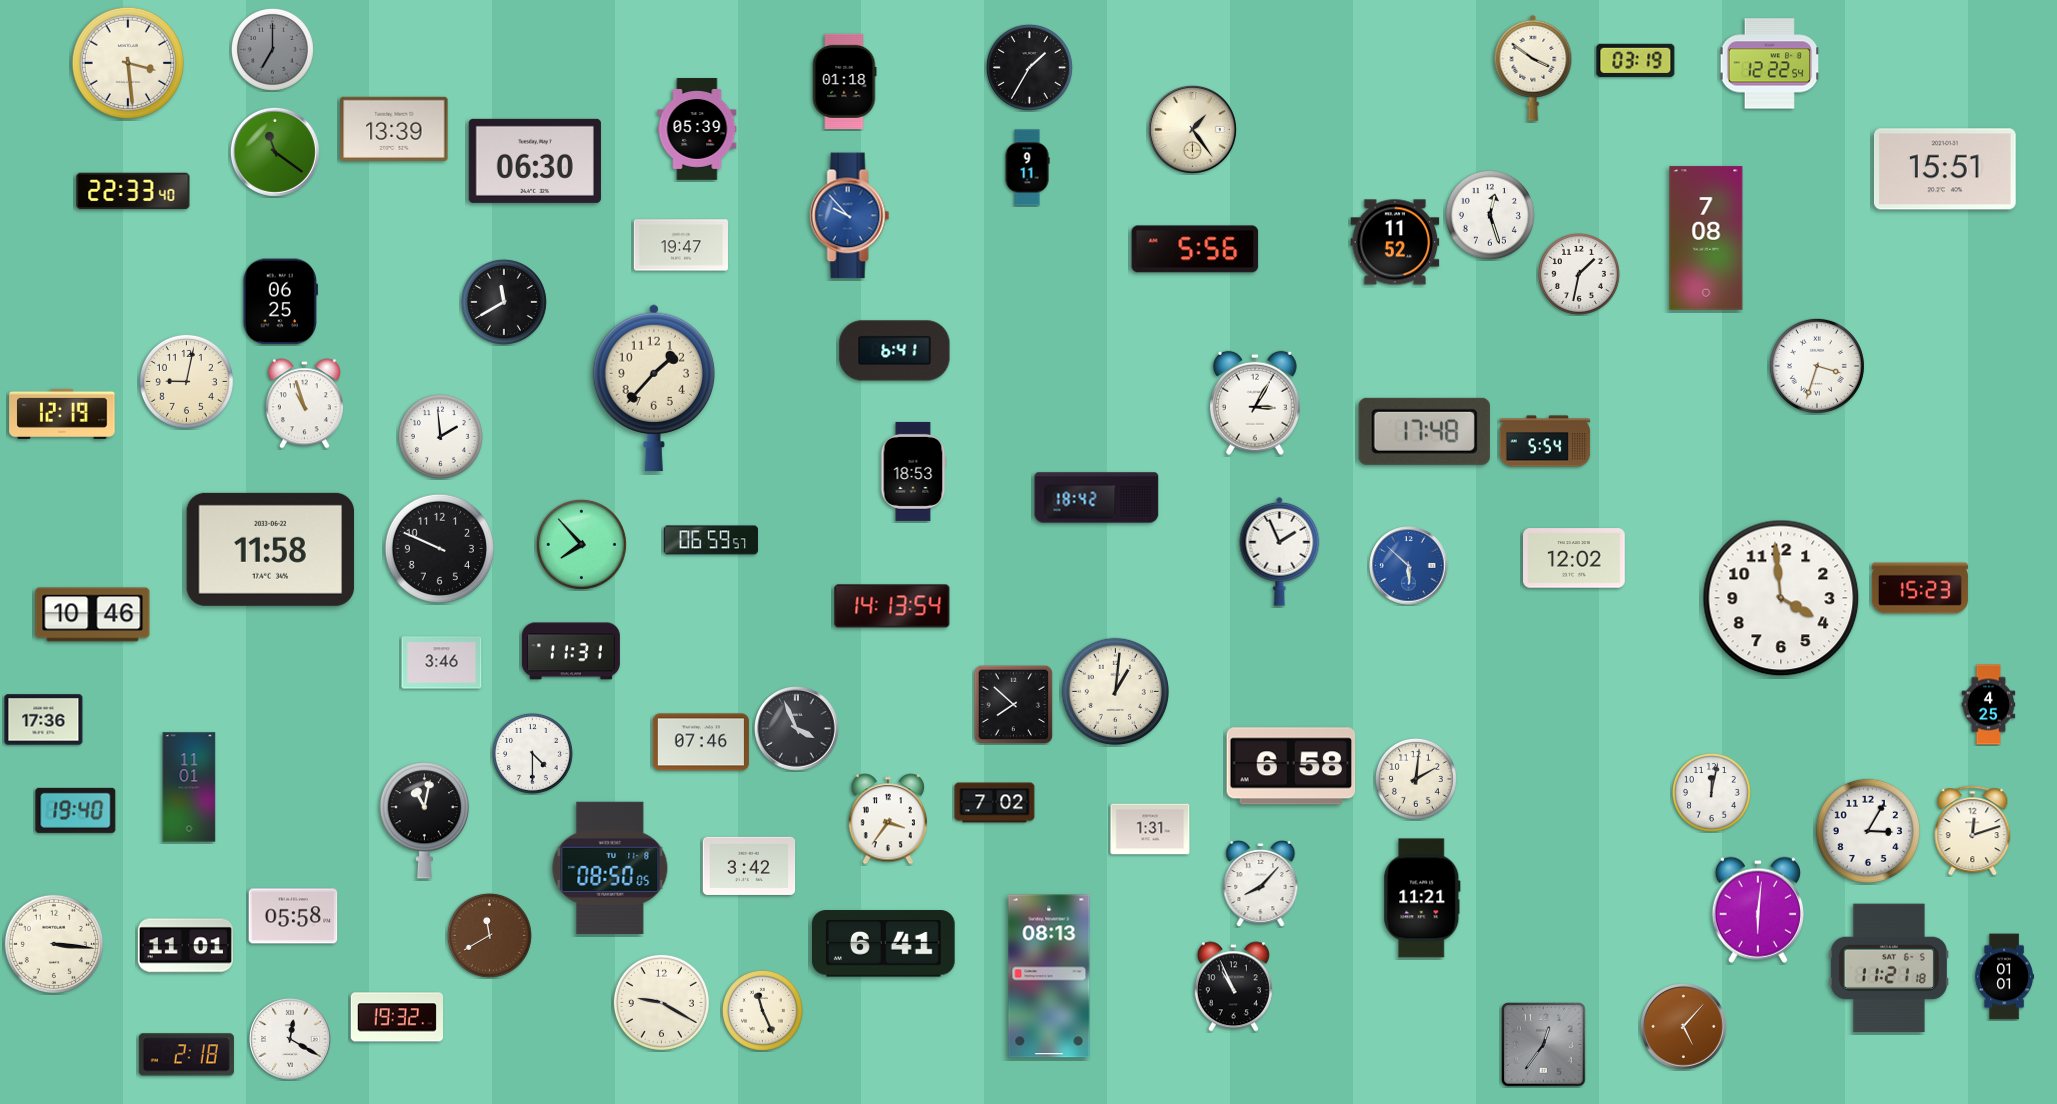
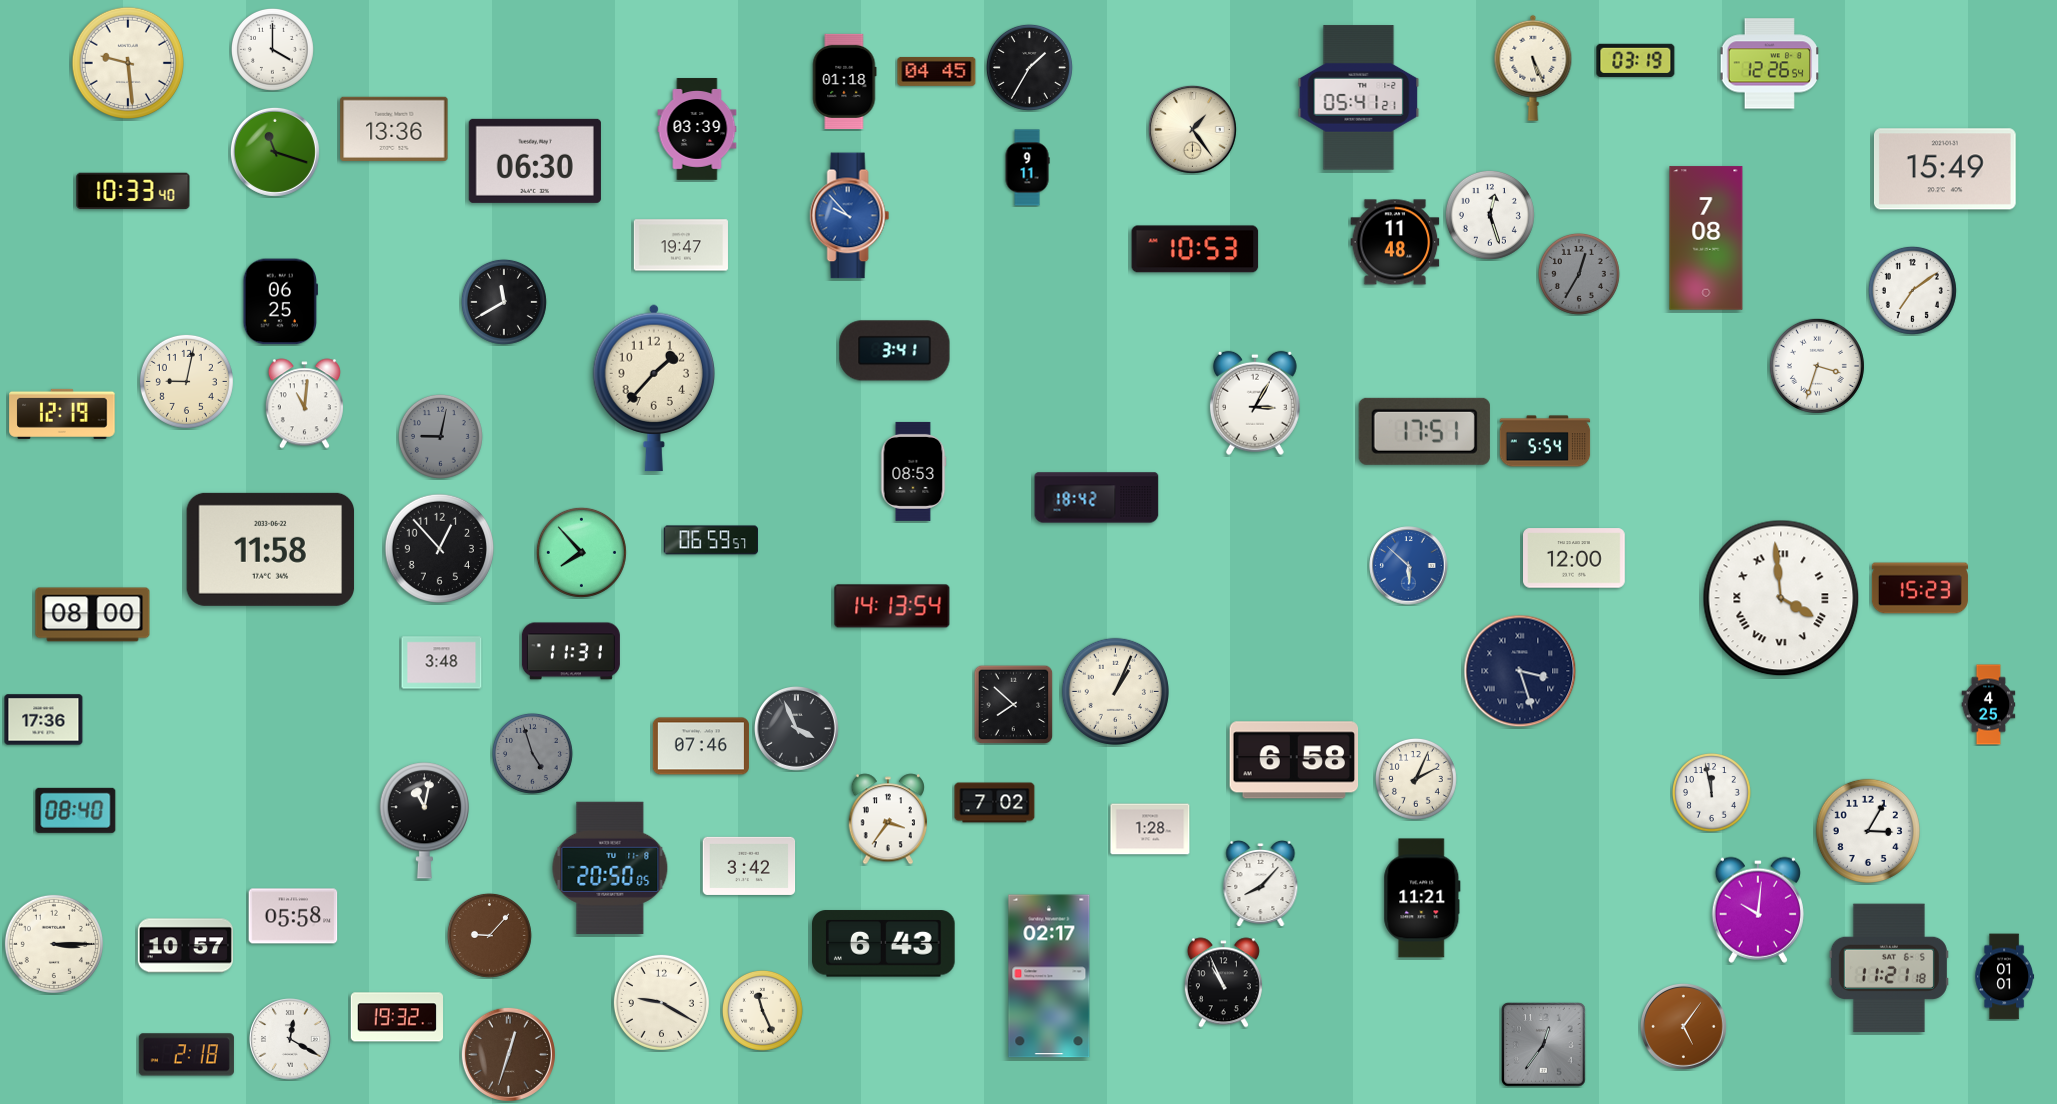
clock at (272, 49): 7:00 -> 4:00
clock at (272, 49) dial: grey -> white
clock at (127, 62): 3:29 -> 9:29
clock at (1770, 64): 12:22 -> 12:26
clock at (1533, 68): 3:51 -> 5:26
clock at (937, 71): none -> 04:45
clock at (1359, 98): none -> 05:41
clock at (394, 129): 13:39 -> 13:36
clock at (697, 129): 05:39 -> 03:39
clock at (275, 152): 11:21 -> 11:18
clock at (1945, 169): 15:51 -> 15:49
clock at (133, 191): 22:33 -> 10:33
clock at (1395, 242): 11:52 -> 11:48
clock at (1195, 249): 5:56 -> 10:53
clock at (1579, 274): 1:32 -> 12:35
clock at (1579, 274) dial: white -> grey
clock at (1912, 290): none -> 7:09
clock at (895, 351): 6:41 -> 3:41
clock at (304, 404): 10:57 -> 11:01
clock at (1424, 431): 17:48 -> 17:51
clock at (440, 436): 1:59 -> 9:02
clock at (440, 436) dial: white -> grey
clock at (913, 471): 18:53 -> 08:53
clock at (581, 544) position: (581, 544) -> (581, 552)
clock at (439, 548): 9:49 -> 12:53
clock at (1280, 551): 1:56 -> none
clock at (1575, 558): 12:02 -> 12:00
clock at (1781, 598) numerals: Arabic -> Roman
clock at (93, 615): 10:46 -> 08:00
clock at (442, 663): 3:46 -> 3:48
clock at (1520, 671): none -> 3:27
clock at (1115, 691): 1:01 -> 1:04
clock at (701, 742) position: (701, 742) -> (701, 746)
clock at (532, 753): 4:30 -> 4:57
clock at (532, 753) dial: white -> grey
clock at (1291, 766) position: (1291, 766) -> (1294, 760)
clock at (1416, 779): 2:01 -> 2:04
clock at (189, 787): 11:01 -> none
clock at (1712, 793): 12:02 -> 11:58
clock at (76, 810): 19:40 -> 08:40
clock at (1150, 829): 1:31 -> 1:28
clock at (1973, 831): 12:12 -> none
clock at (610, 868): 08:50 -> 20:50
clock at (1758, 910): 6:01 -> 10:01
clock at (489, 935): 11:40 -> 9:07
clock at (54, 944): 3:16 -> 3:15
clock at (884, 944): 6:41 -> 6:43
clock at (185, 946): 11:01 -> 10:57
clock at (1049, 976): 08:13 -> 02:17
clock at (1233, 987) position: (1233, 987) -> (1223, 983)
clock at (1683, 1026): 5:07 -> 5:06
clock at (508, 1054): none -> 12:33
